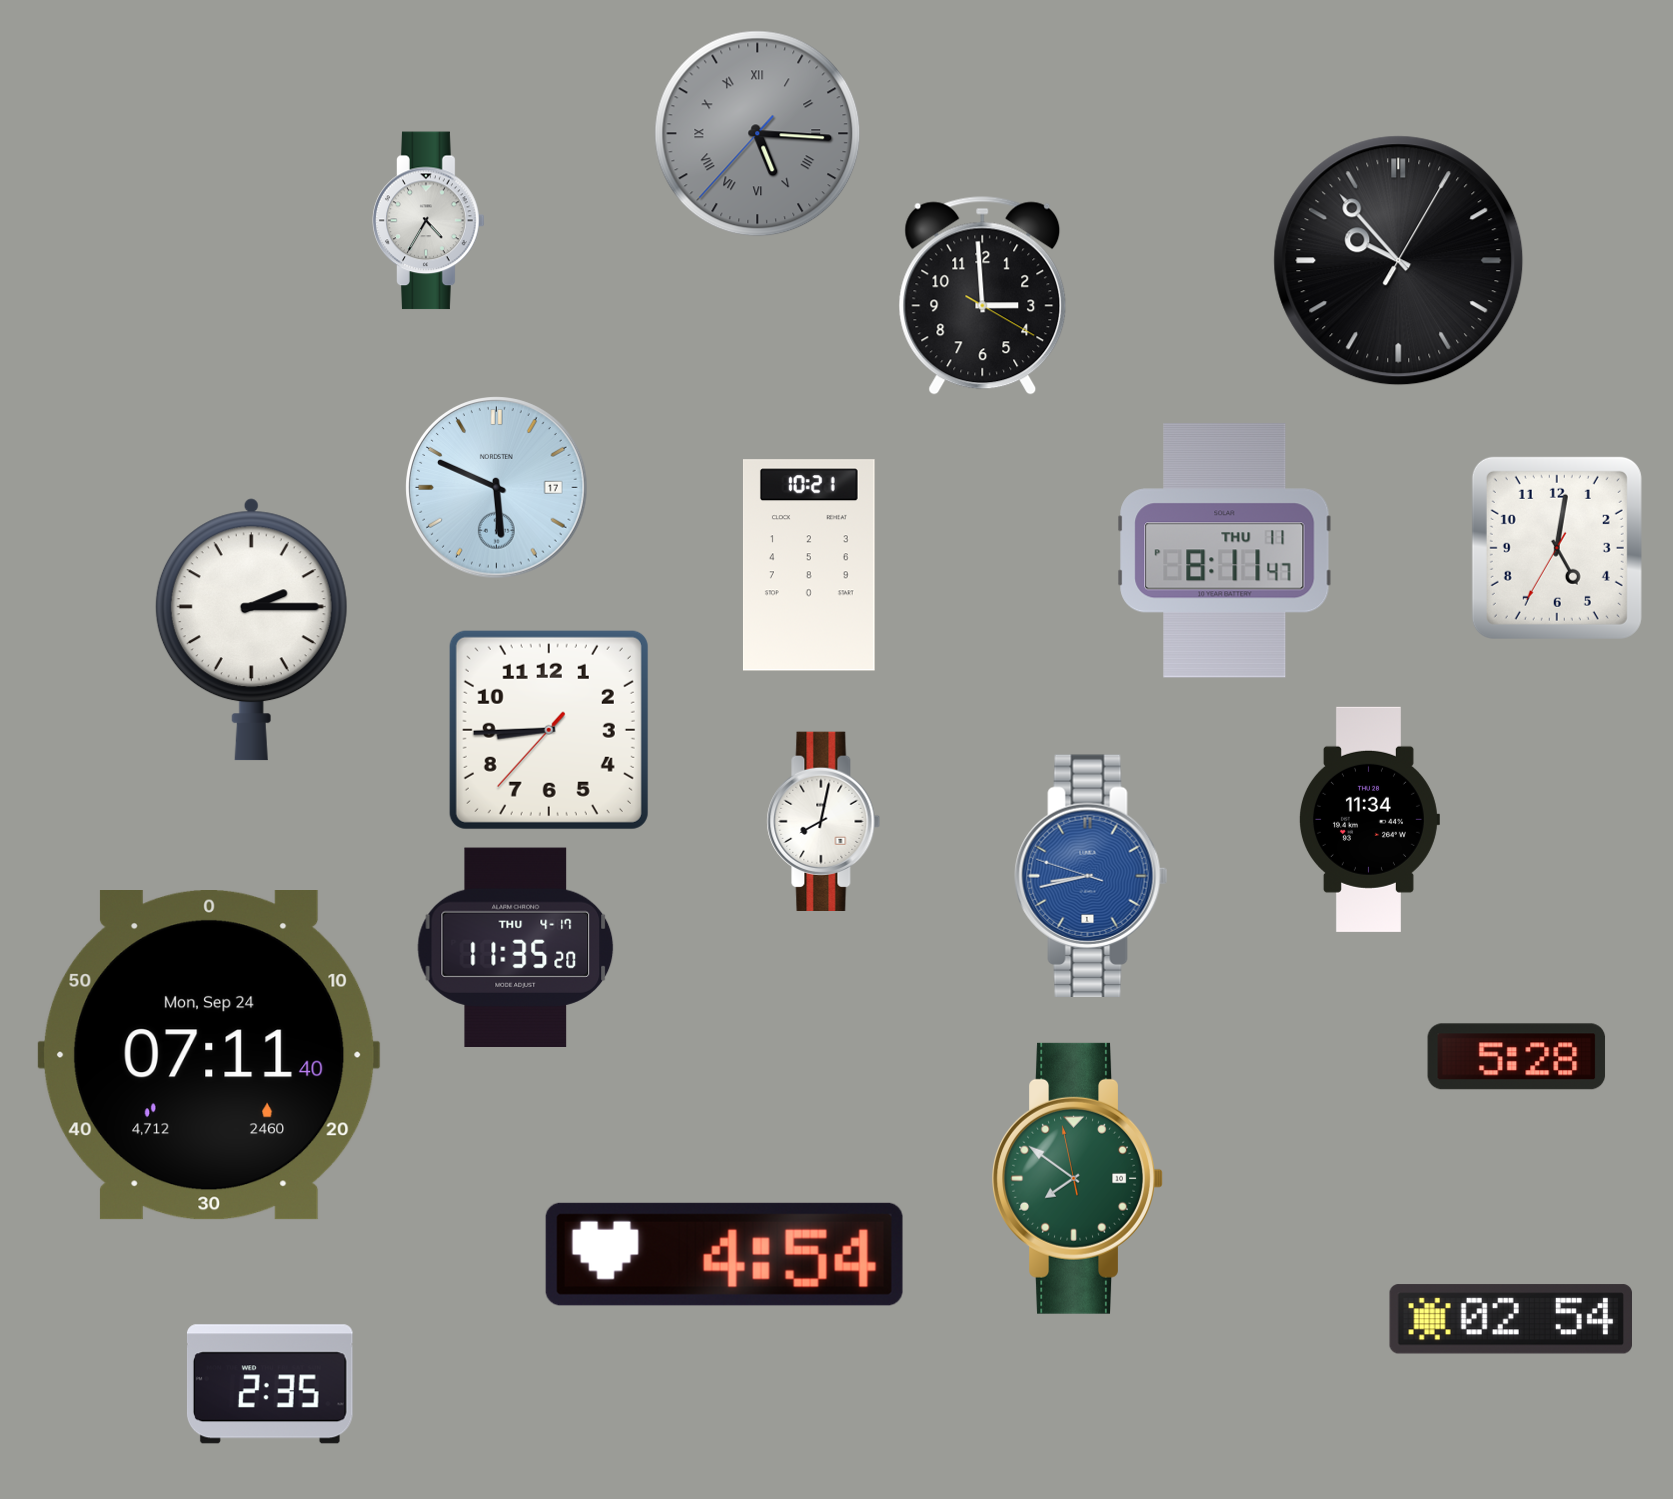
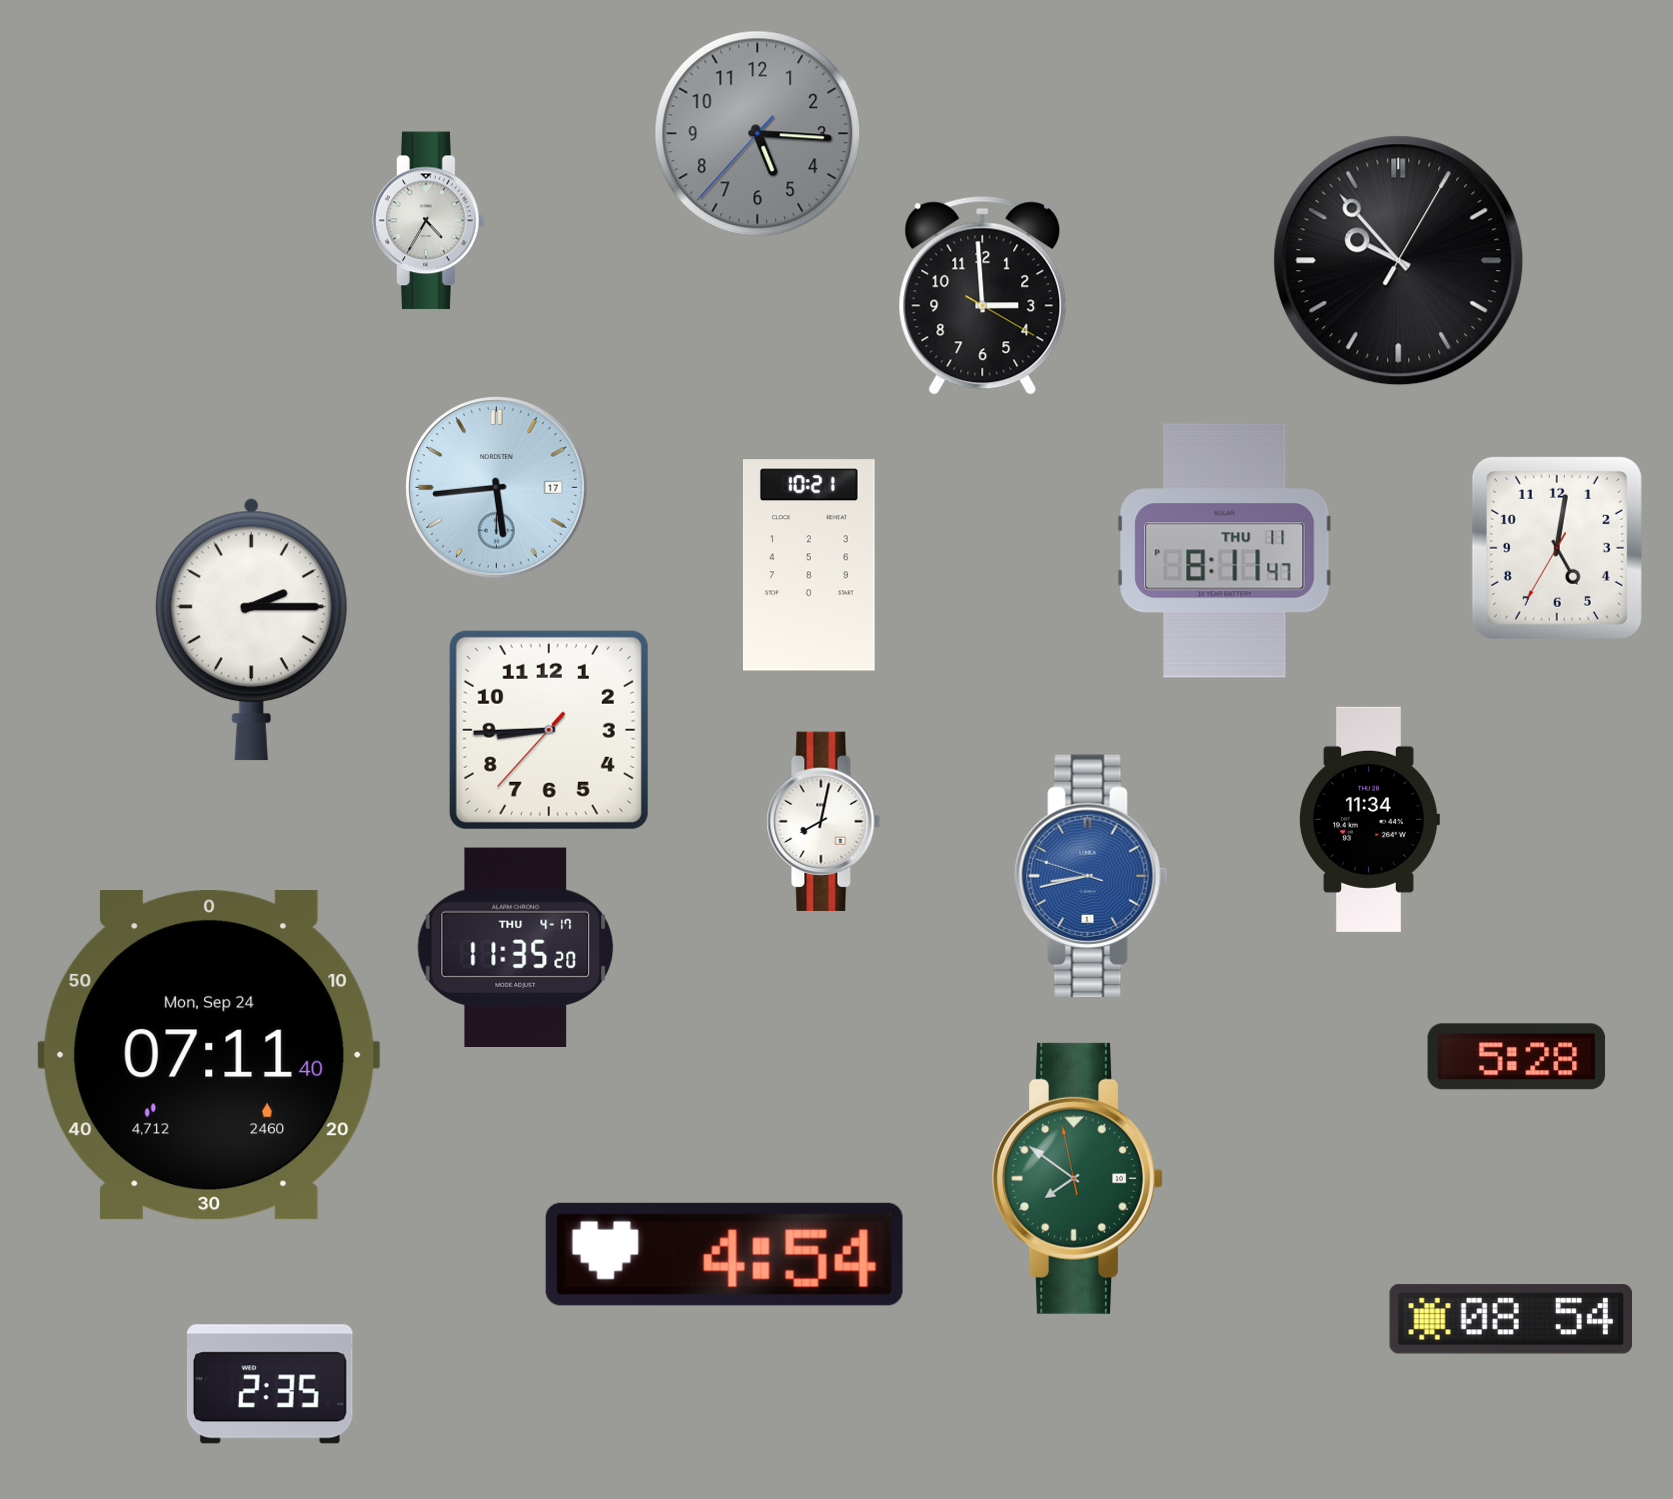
clock at (758, 134) numerals: Roman -> Arabic
clock at (497, 488): 5:49 -> 5:44
clock at (1510, 1319): 02:54 -> 08:54
